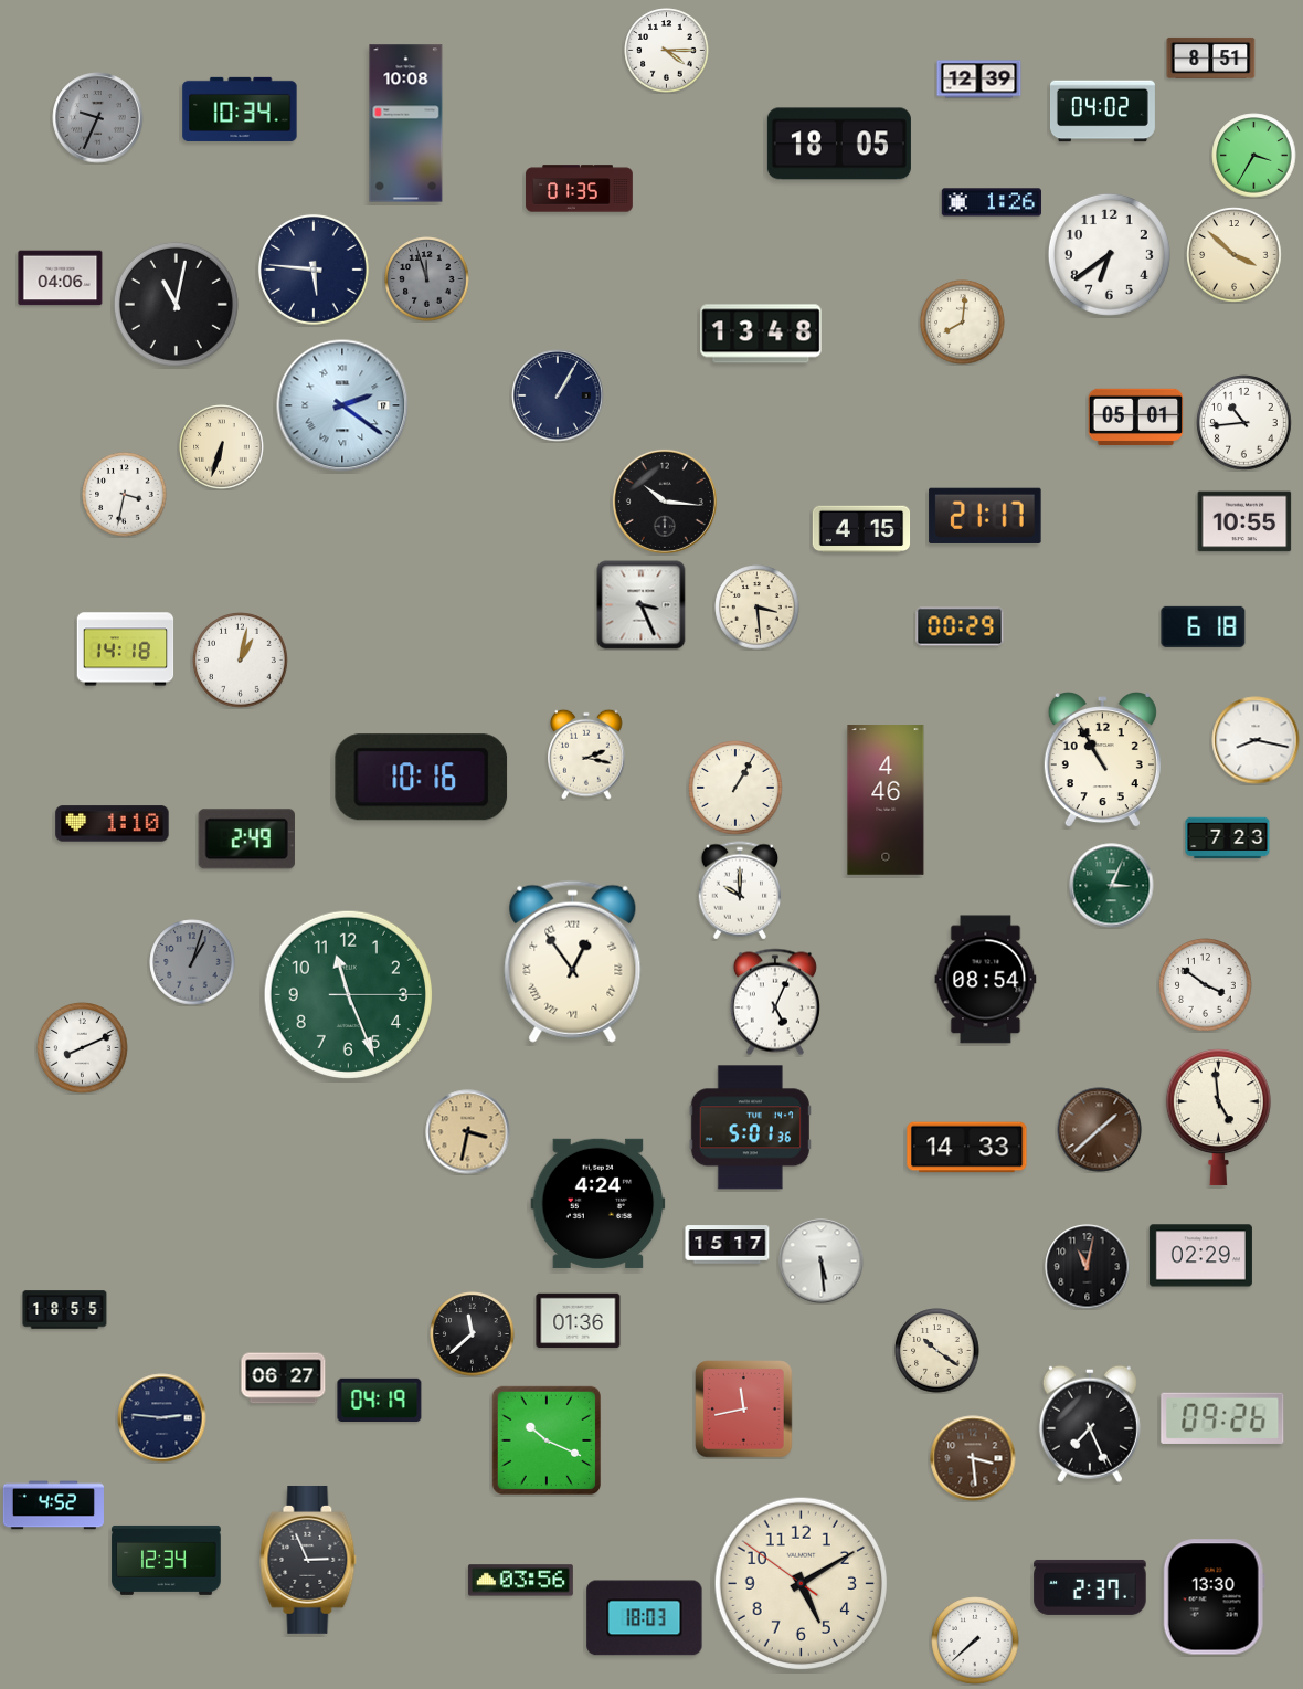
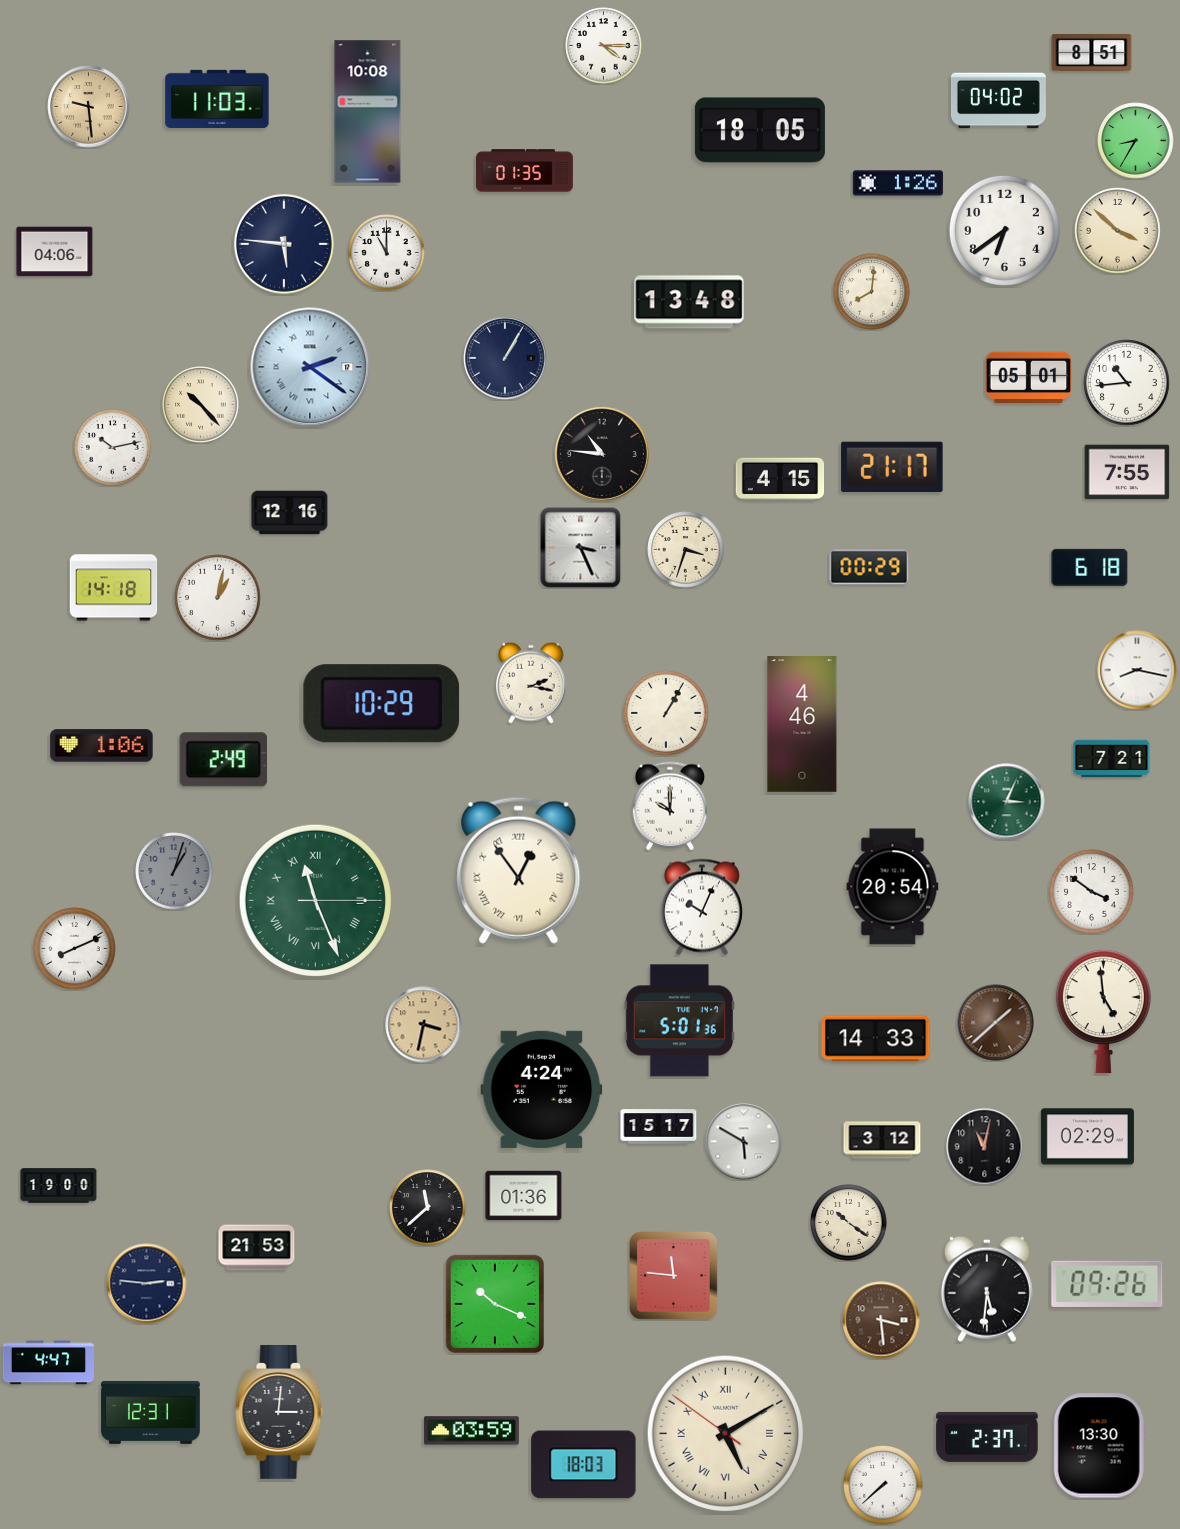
clock at (1211, 57) position: (1211, 57) -> (1092, 52)
clock at (979, 80): 12:39 -> none
clock at (240, 109): 10:34 -> 11:03
clock at (98, 118): 9:34 -> 9:29
clock at (98, 118) dial: grey -> champagne
clock at (1254, 156): 3:35 -> 8:35
clock at (427, 279): 11:57 -> 11:00
clock at (427, 279) dial: grey -> white
clock at (176, 304): 11:02 -> none
clock at (222, 447): 6:33 -> 10:23
clock at (125, 495): 3:32 -> 10:13
clock at (665, 502): 10:16 -> 10:46
clock at (1244, 521): 10:55 -> 7:55
clock at (290, 513): none -> 12:16
clock at (758, 608): 3:29 -> 3:33
clock at (1102, 761): 10:55 -> none
clock at (422, 778): 10:16 -> 10:29
clock at (113, 824): 1:10 -> 1:06
clock at (1228, 838): 7:23 -> 7:21
clock at (986, 980): 08:54 -> 20:54
clock at (348, 994) numerals: Arabic -> Roman
clock at (775, 1002): 5:04 -> 10:04
clock at (882, 1140): none -> 3:12
clock at (822, 1262): 5:29 -> 5:50
clock at (65, 1310): 18:55 -> 19:00
clock at (284, 1379): 06:27 -> 21:53
clock at (380, 1400): 04:19 -> none
clock at (744, 1410): 11:43 -> 11:46
clock at (1090, 1424): 7:26 -> 5:31
clock at (53, 1506): 4:52 -> 4:47
clock at (167, 1560): 12:34 -> 12:31
clock at (308, 1560): 2:56 -> 3:01
clock at (520, 1581): 03:56 -> 03:59
clock at (801, 1583) numerals: Arabic -> Roman
